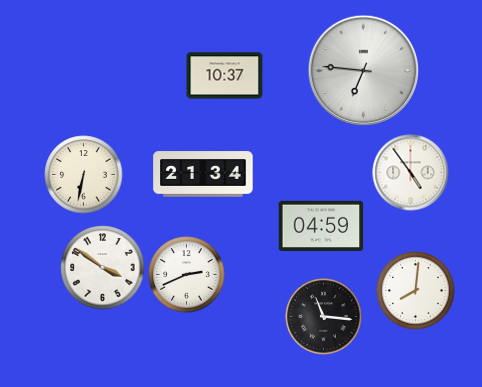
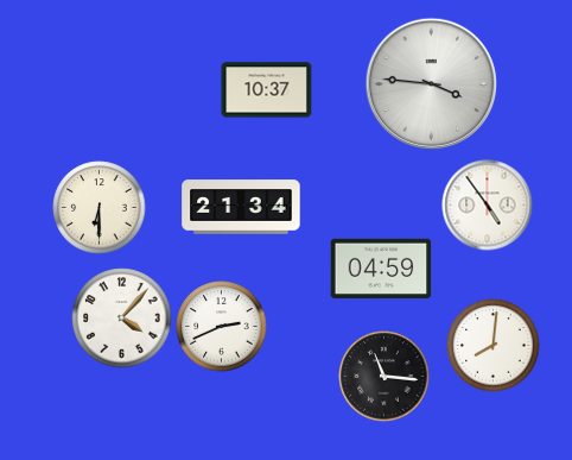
clock at (364, 71): 6:46 -> 3:46
clock at (84, 175): 6:32 -> 6:30
clock at (103, 268): 3:51 -> 4:07
